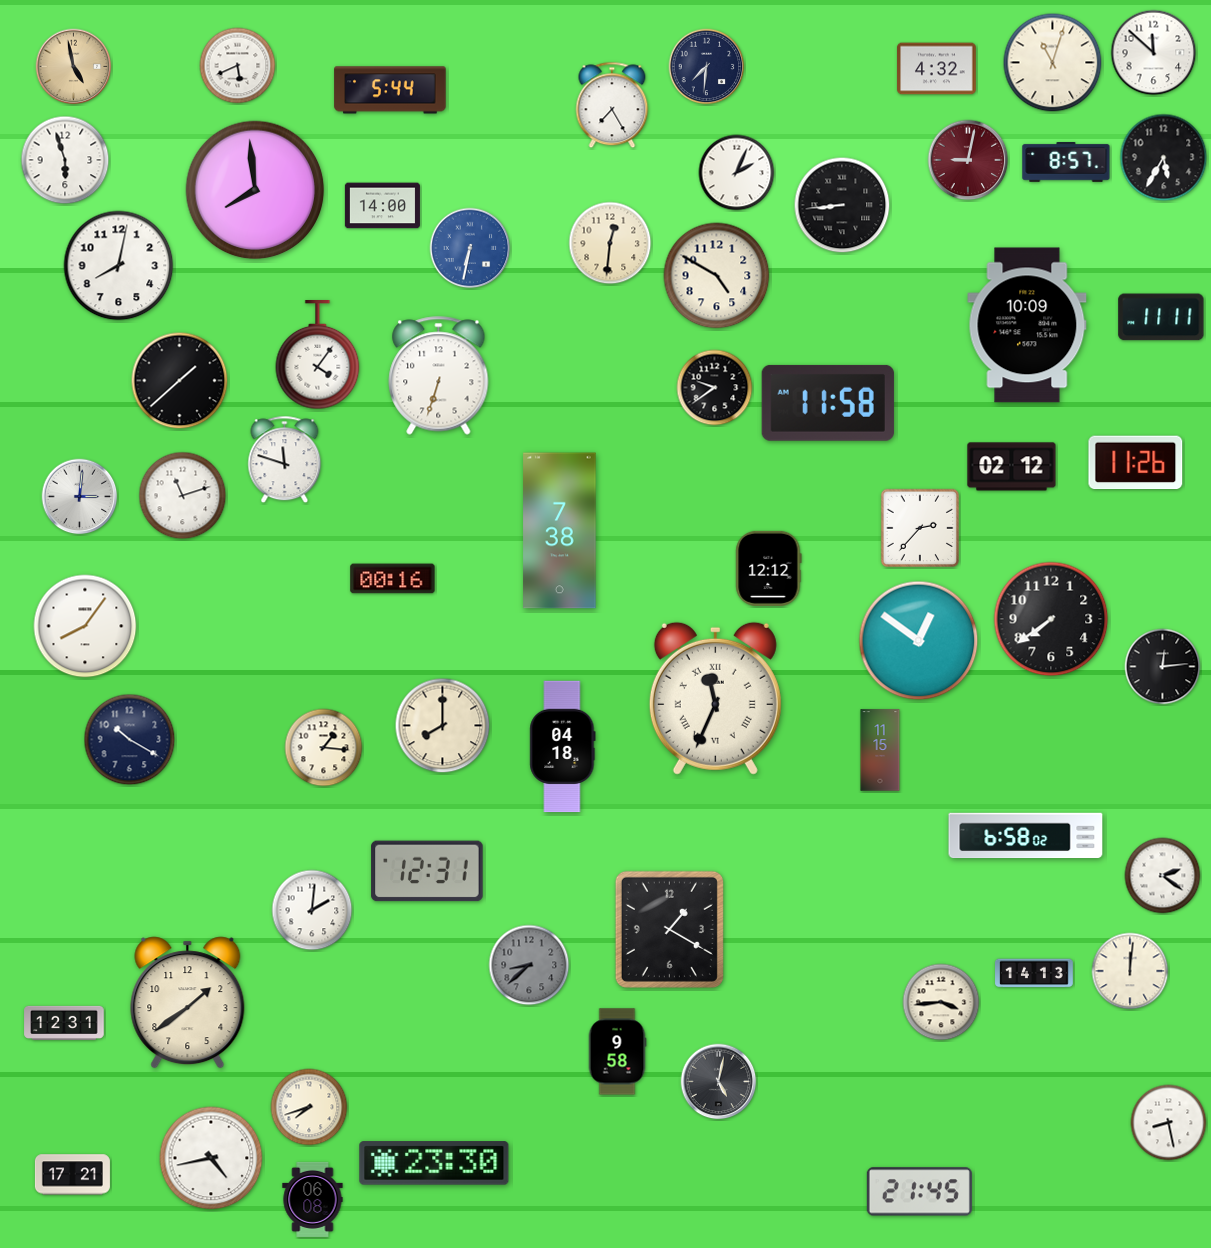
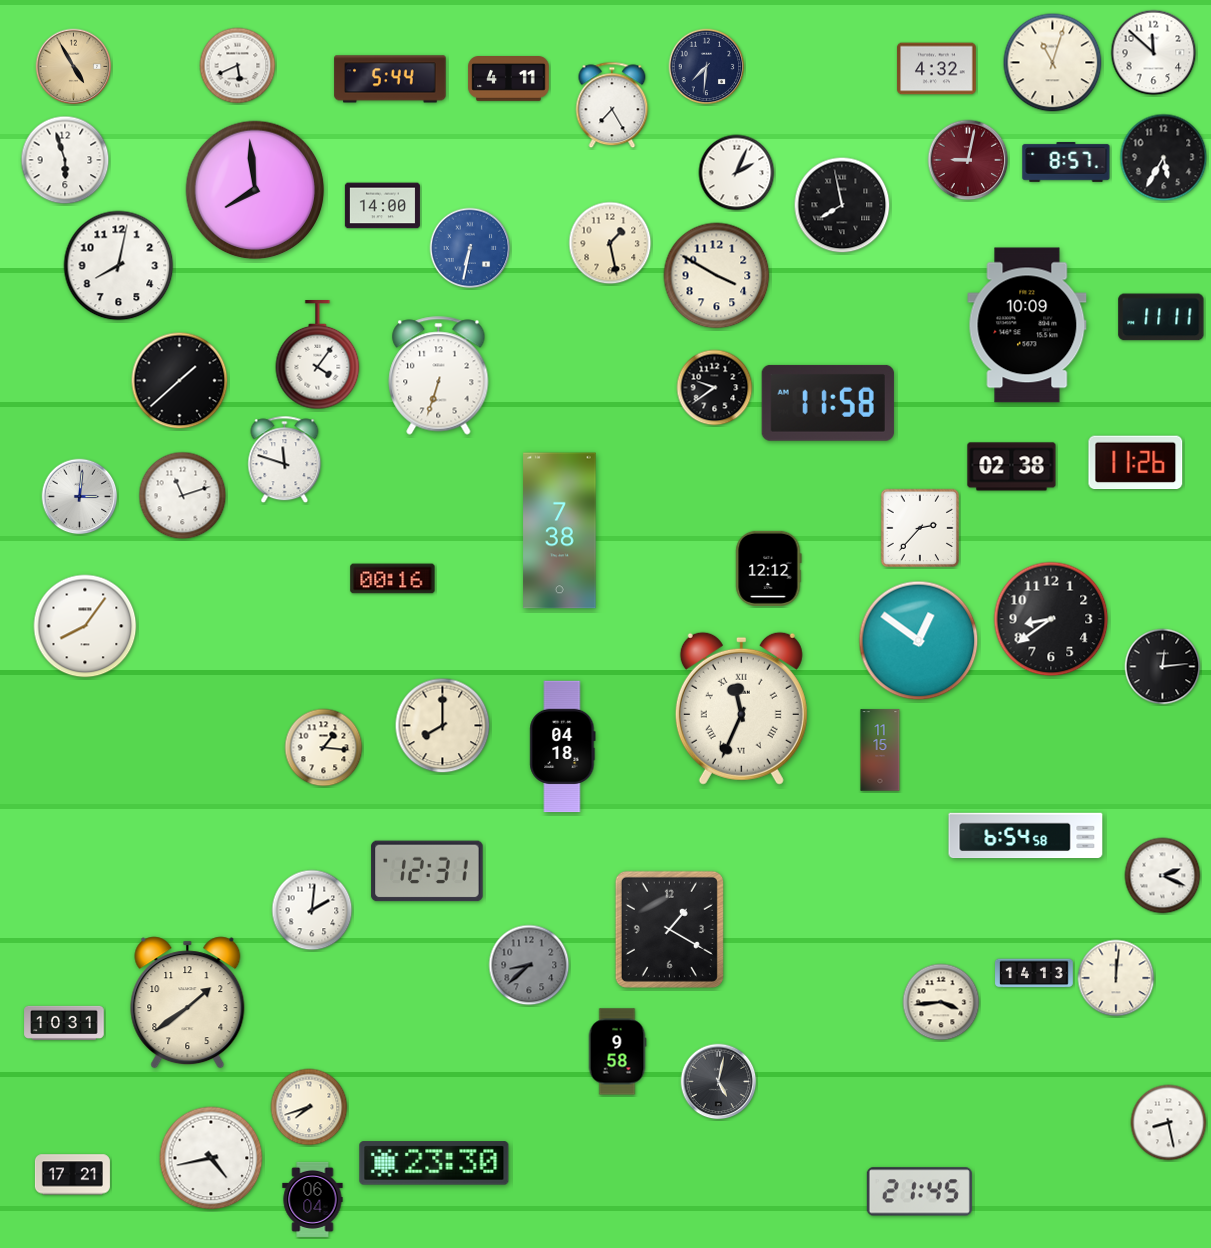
clock at (74, 67): 4:58 -> 4:55
clock at (509, 79): none -> 4:11
clock at (390, 90) position: (390, 90) -> (390, 79)
clock at (842, 205): 8:44 -> 7:58
clock at (610, 243): 12:31 -> 1:28
clock at (717, 276): 4:50 -> 3:50
clock at (1012, 467): 02:12 -> 02:38
clock at (1051, 619): 7:39 -> 8:39
clock at (715, 698) position: (715, 698) -> (741, 708)
clock at (130, 740): 10:20 -> none
clock at (1026, 836): 6:58 -> 6:54
clock at (1163, 876): 2:21 -> 2:19
clock at (1130, 971) position: (1130, 971) -> (1116, 978)
clock at (64, 1022): 12:31 -> 10:31
clock at (313, 1199): 06:08 -> 06:04
